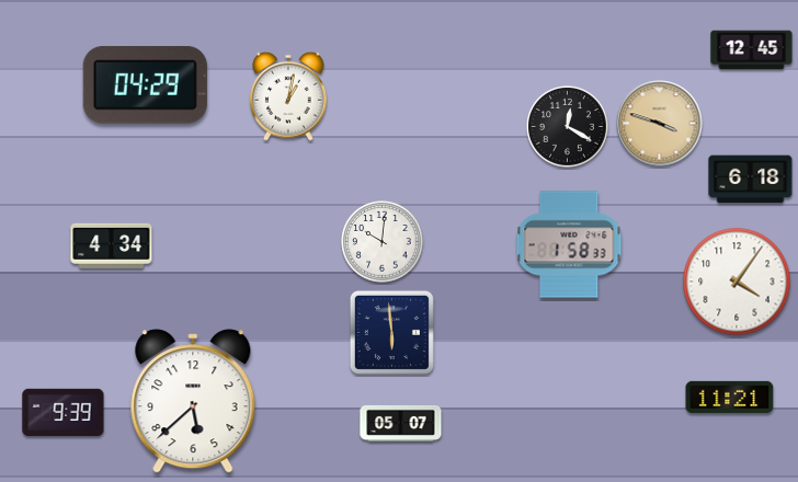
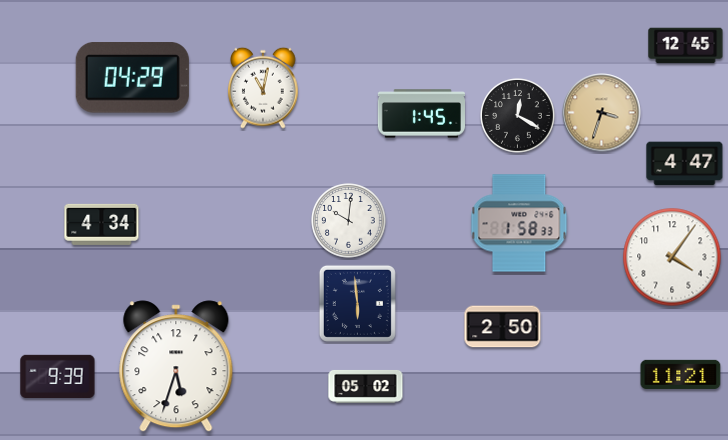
clock at (288, 96): 1:02 -> 11:02
clock at (660, 124): 3:48 -> 3:33
clock at (421, 114): none -> 1:45
clock at (751, 180): 6:18 -> 4:47
clock at (503, 327): none -> 2:50
clock at (730, 397) position: (730, 397) -> (681, 374)
clock at (193, 401): 5:38 -> 5:33
clock at (401, 423): 05:07 -> 05:02
